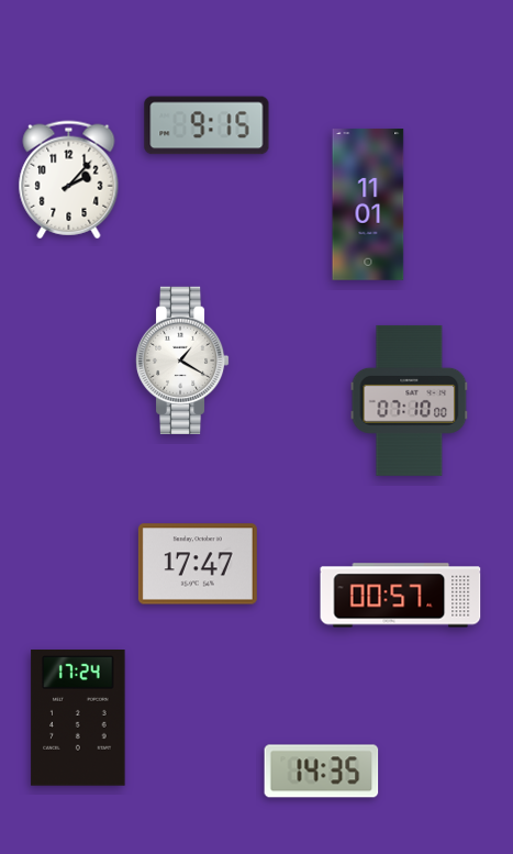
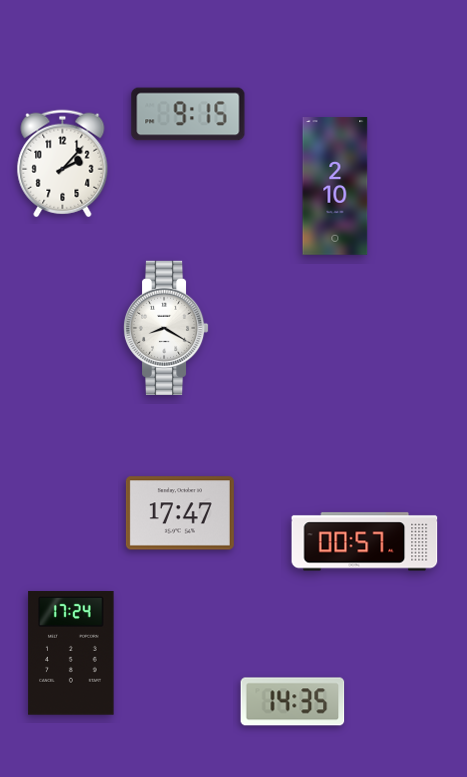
clock at (368, 204): 11:01 -> 2:10
clock at (182, 361): 1:20 -> 8:20
clock at (410, 400): 07:10 -> none
